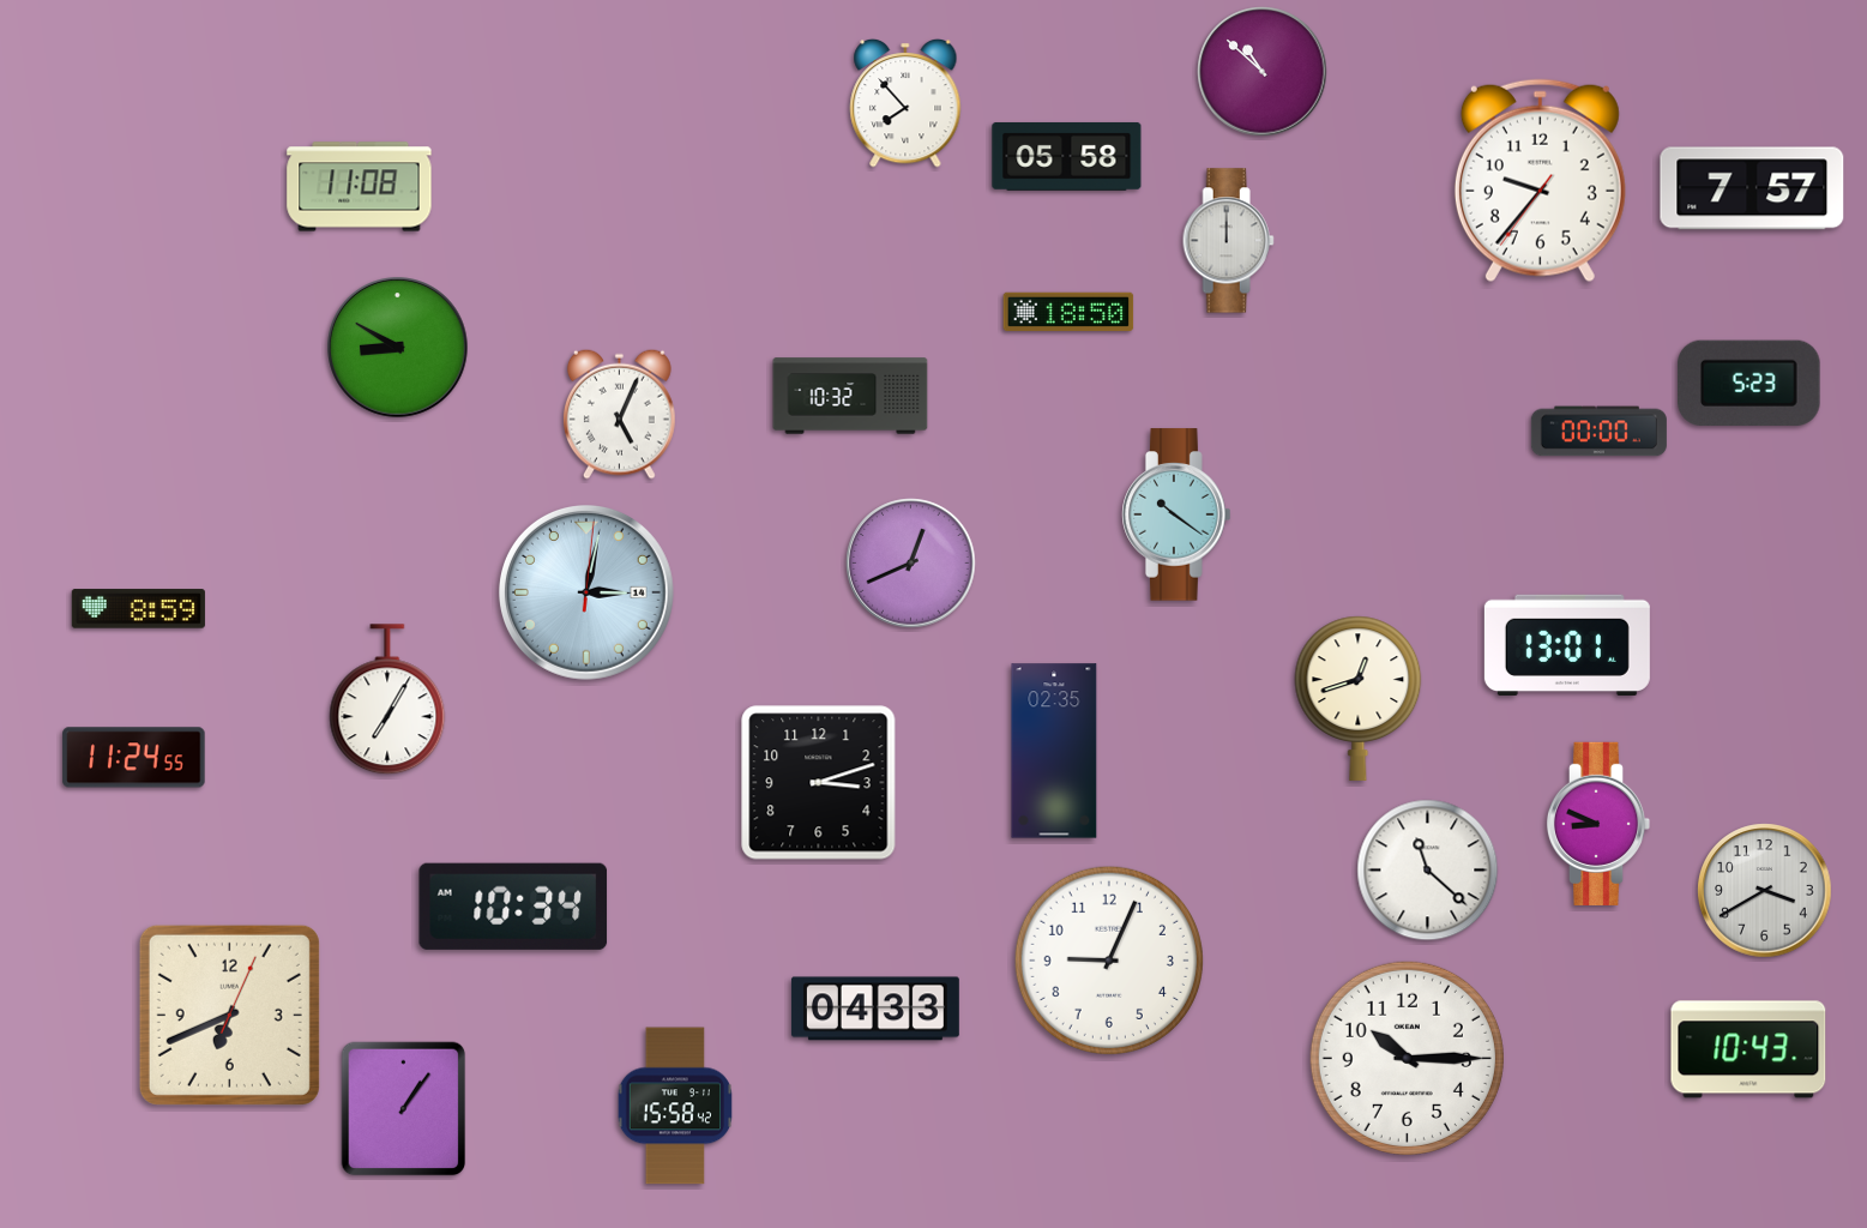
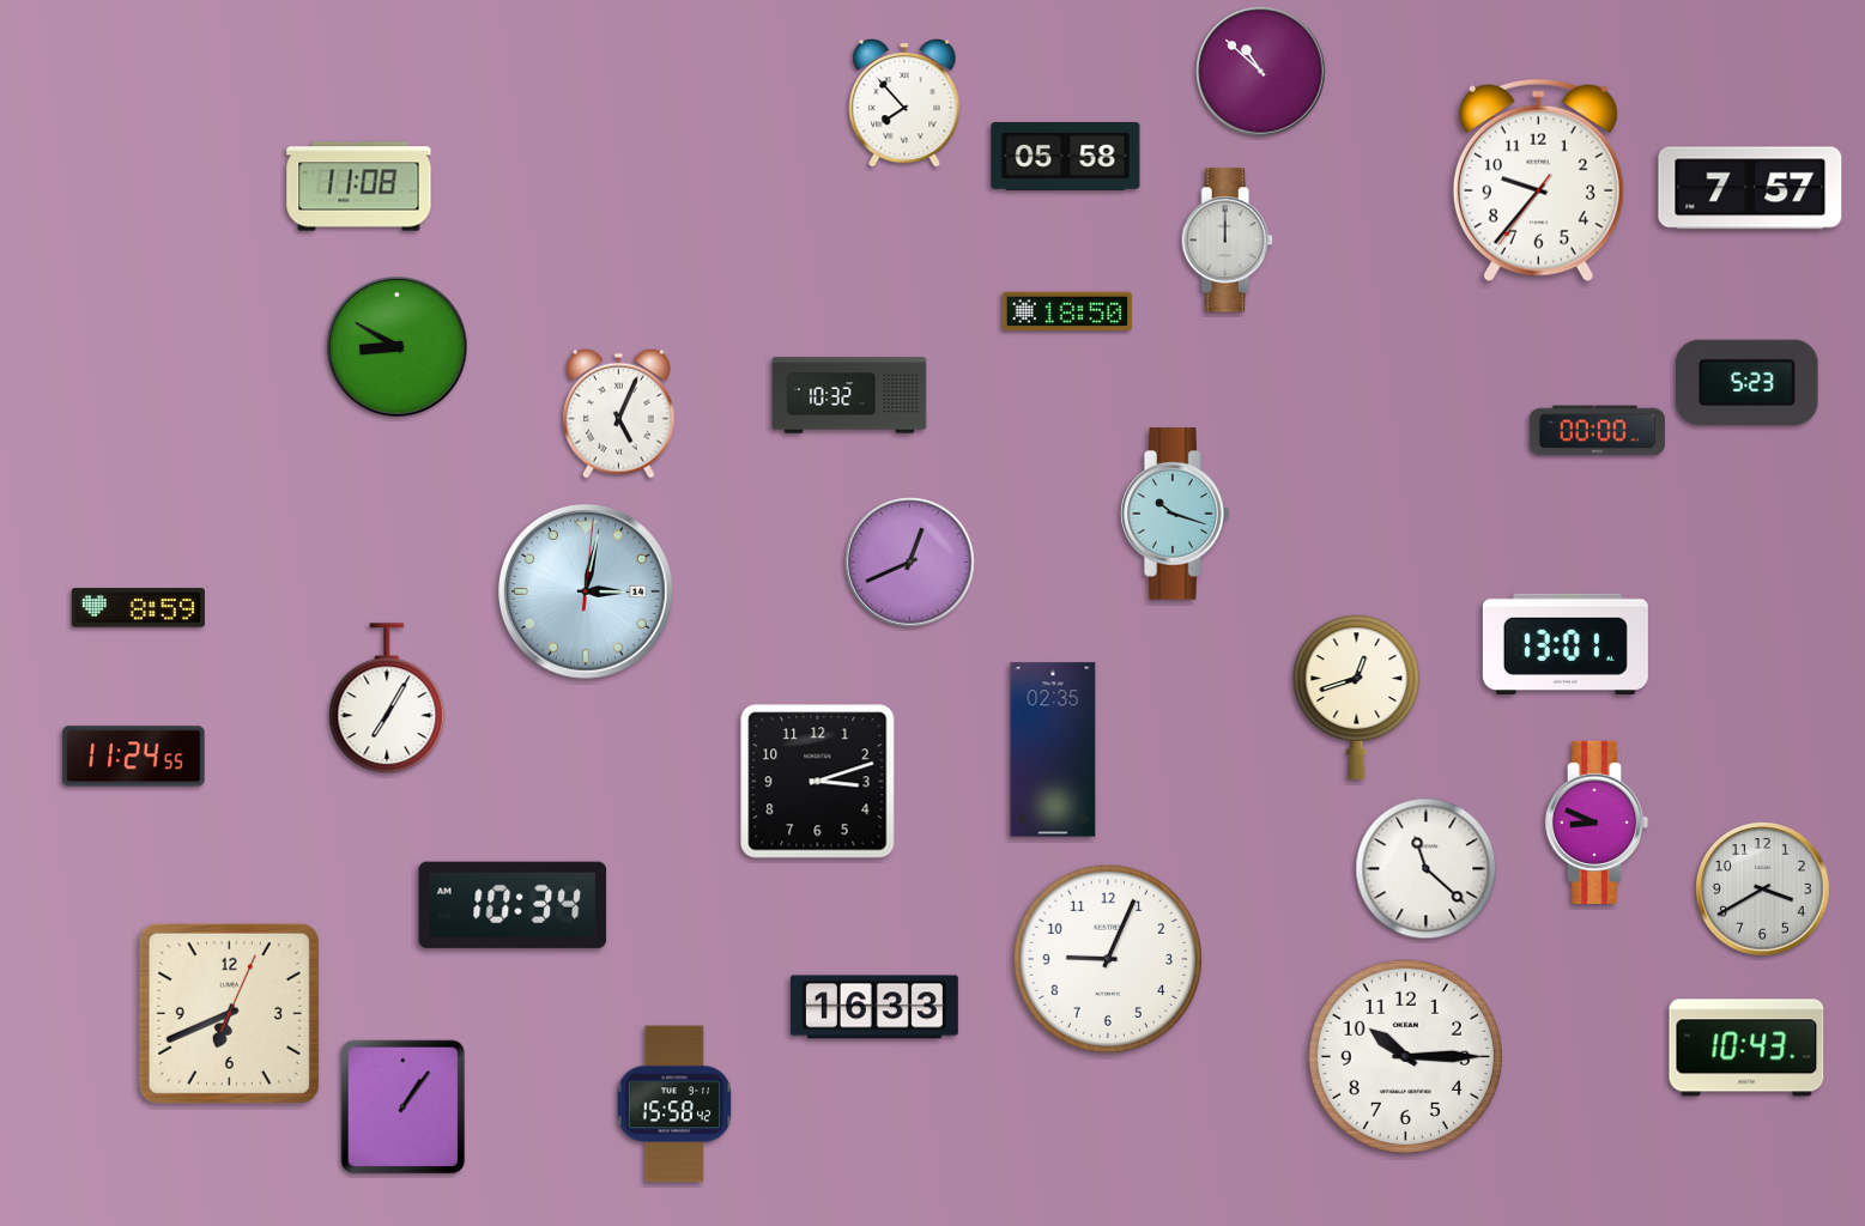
clock at (1176, 514): 10:21 -> 10:18
clock at (875, 1009): 04:33 -> 16:33
